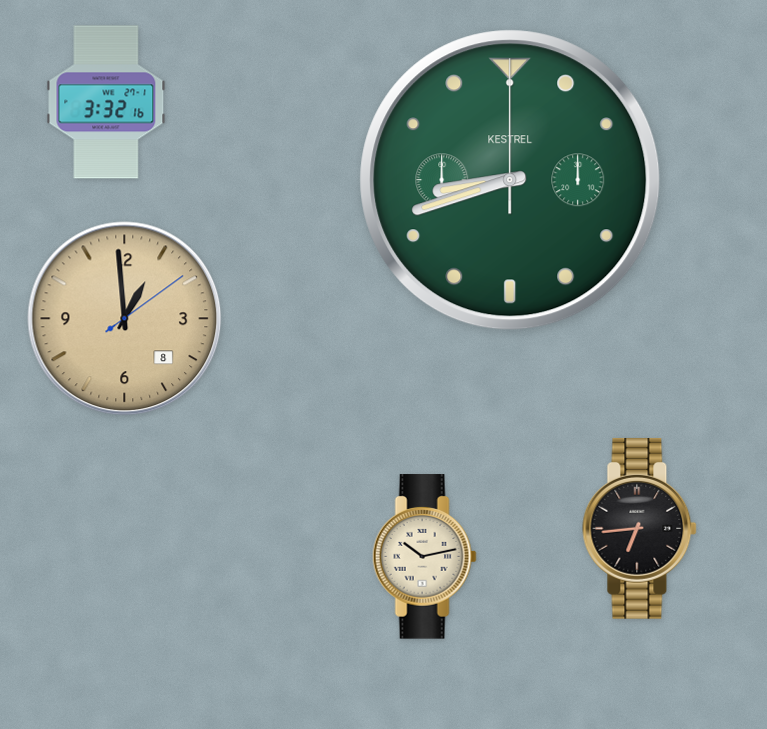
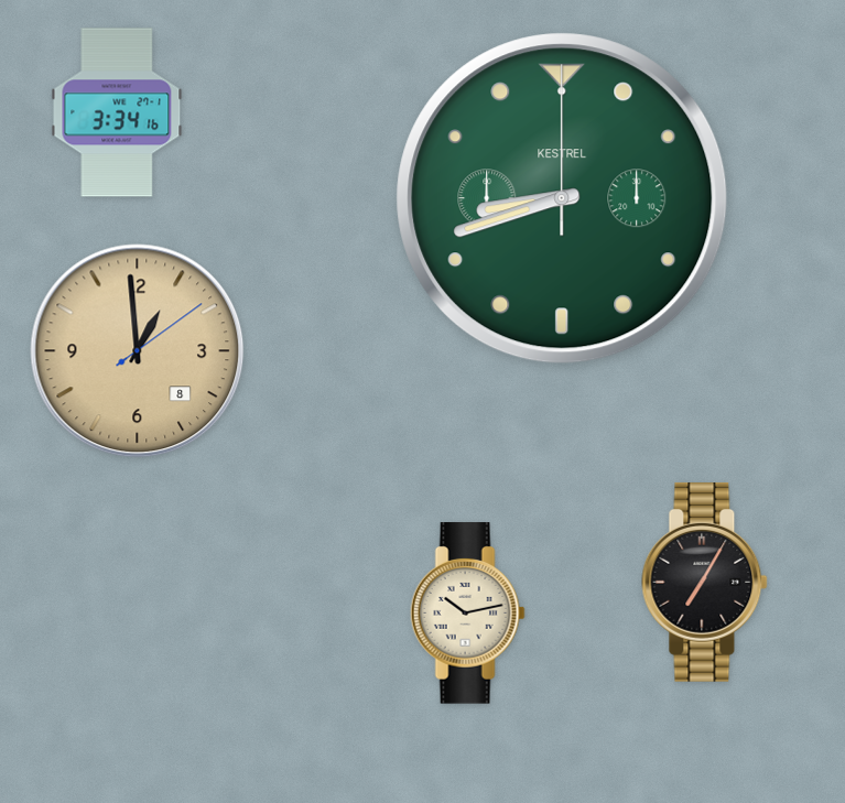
clock at (106, 102): 3:32 -> 3:34
clock at (640, 528): 6:44 -> 7:05
